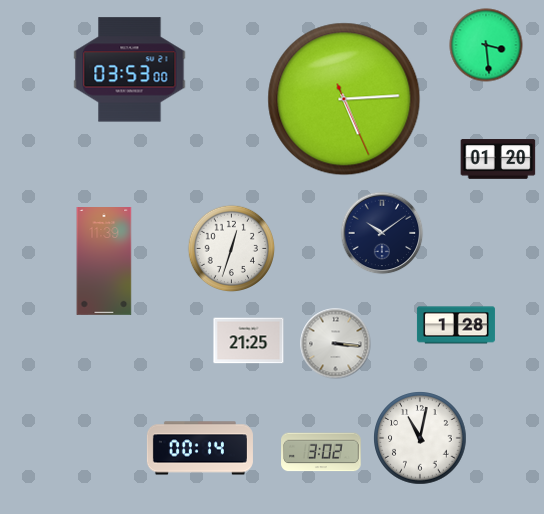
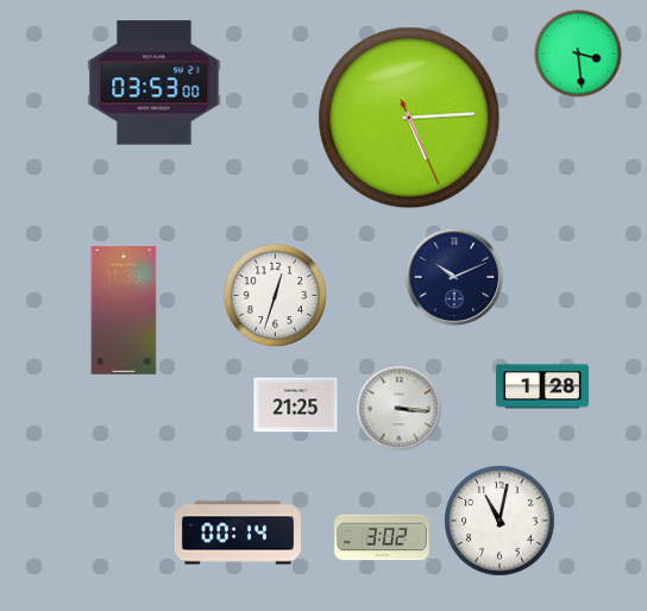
clock at (498, 159): 01:20 -> none
clock at (382, 233): 10:09 -> 10:11
